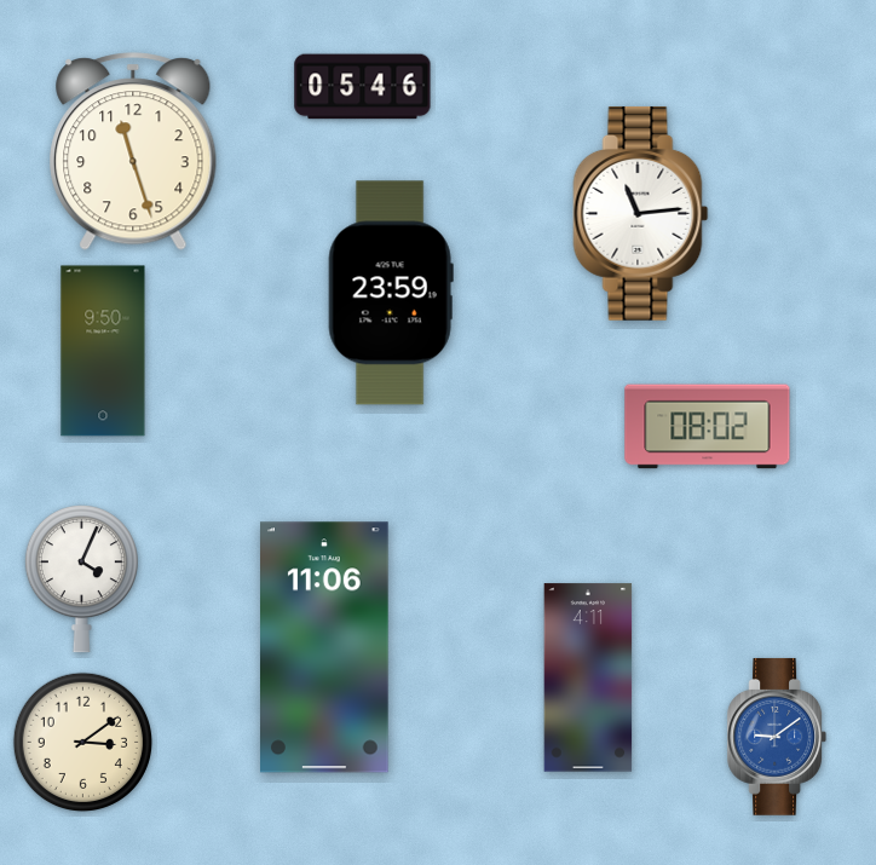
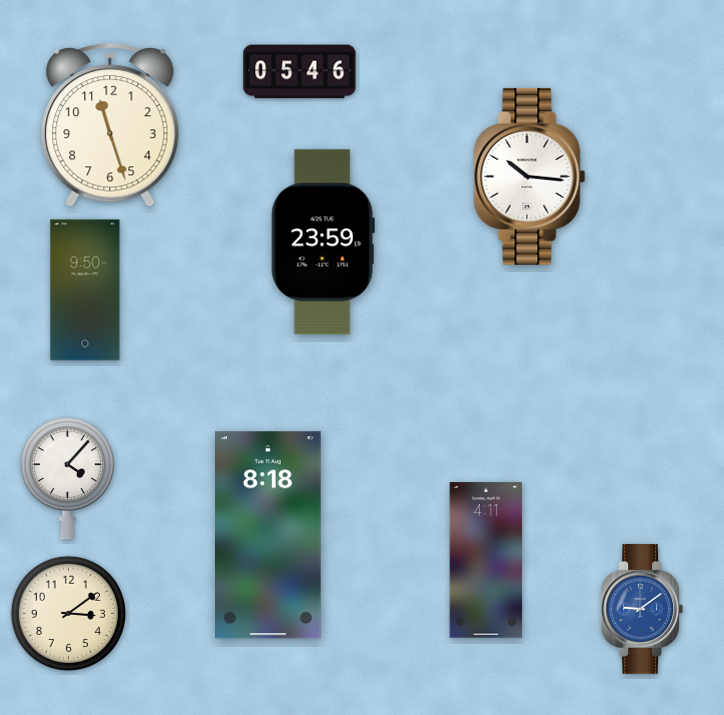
clock at (641, 213): 11:14 -> 10:16
clock at (708, 427): 08:02 -> none
clock at (81, 579): 4:04 -> 4:07
clock at (325, 647): 11:06 -> 8:18
